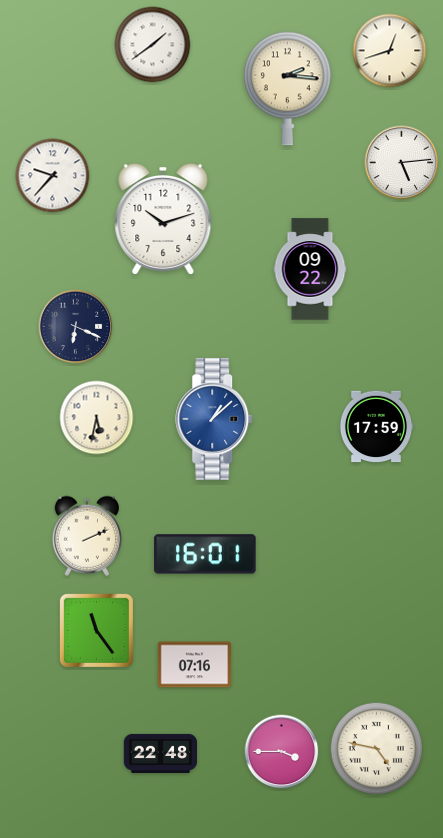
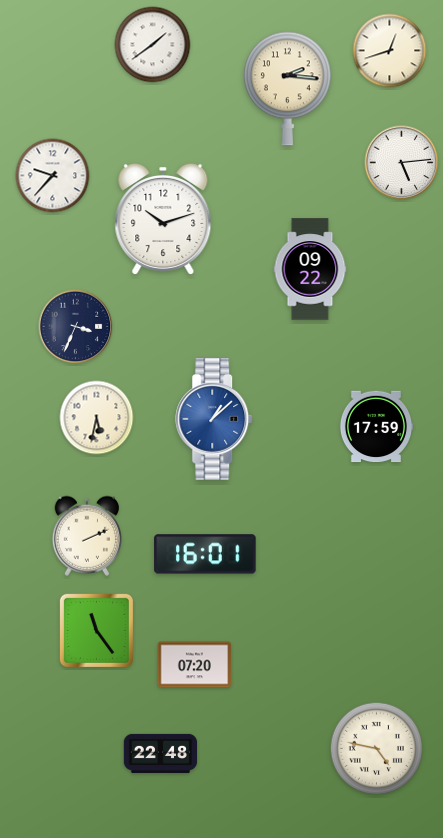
clock at (76, 327): 6:19 -> 3:34
clock at (195, 665): 07:16 -> 07:20
clock at (282, 752): 3:45 -> none
